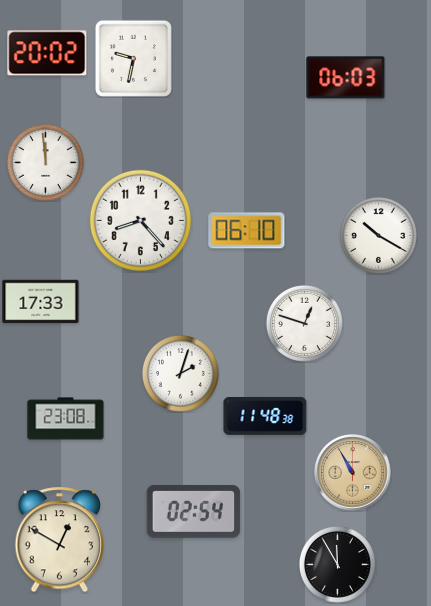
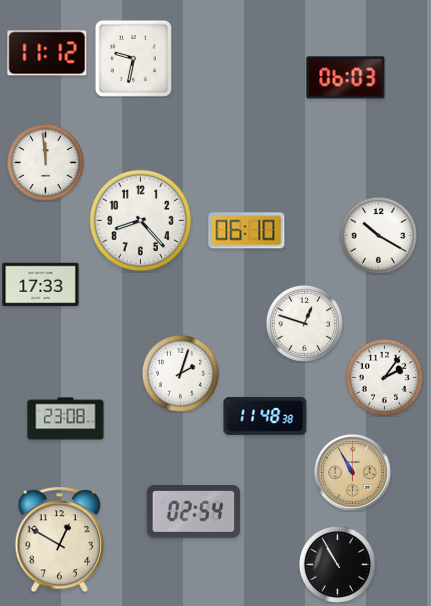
clock at (47, 53): 20:02 -> 11:12
clock at (41, 302) position: (41, 302) -> (41, 285)
clock at (384, 377): none -> 2:06
clock at (337, 564): 11:55 -> 10:55
